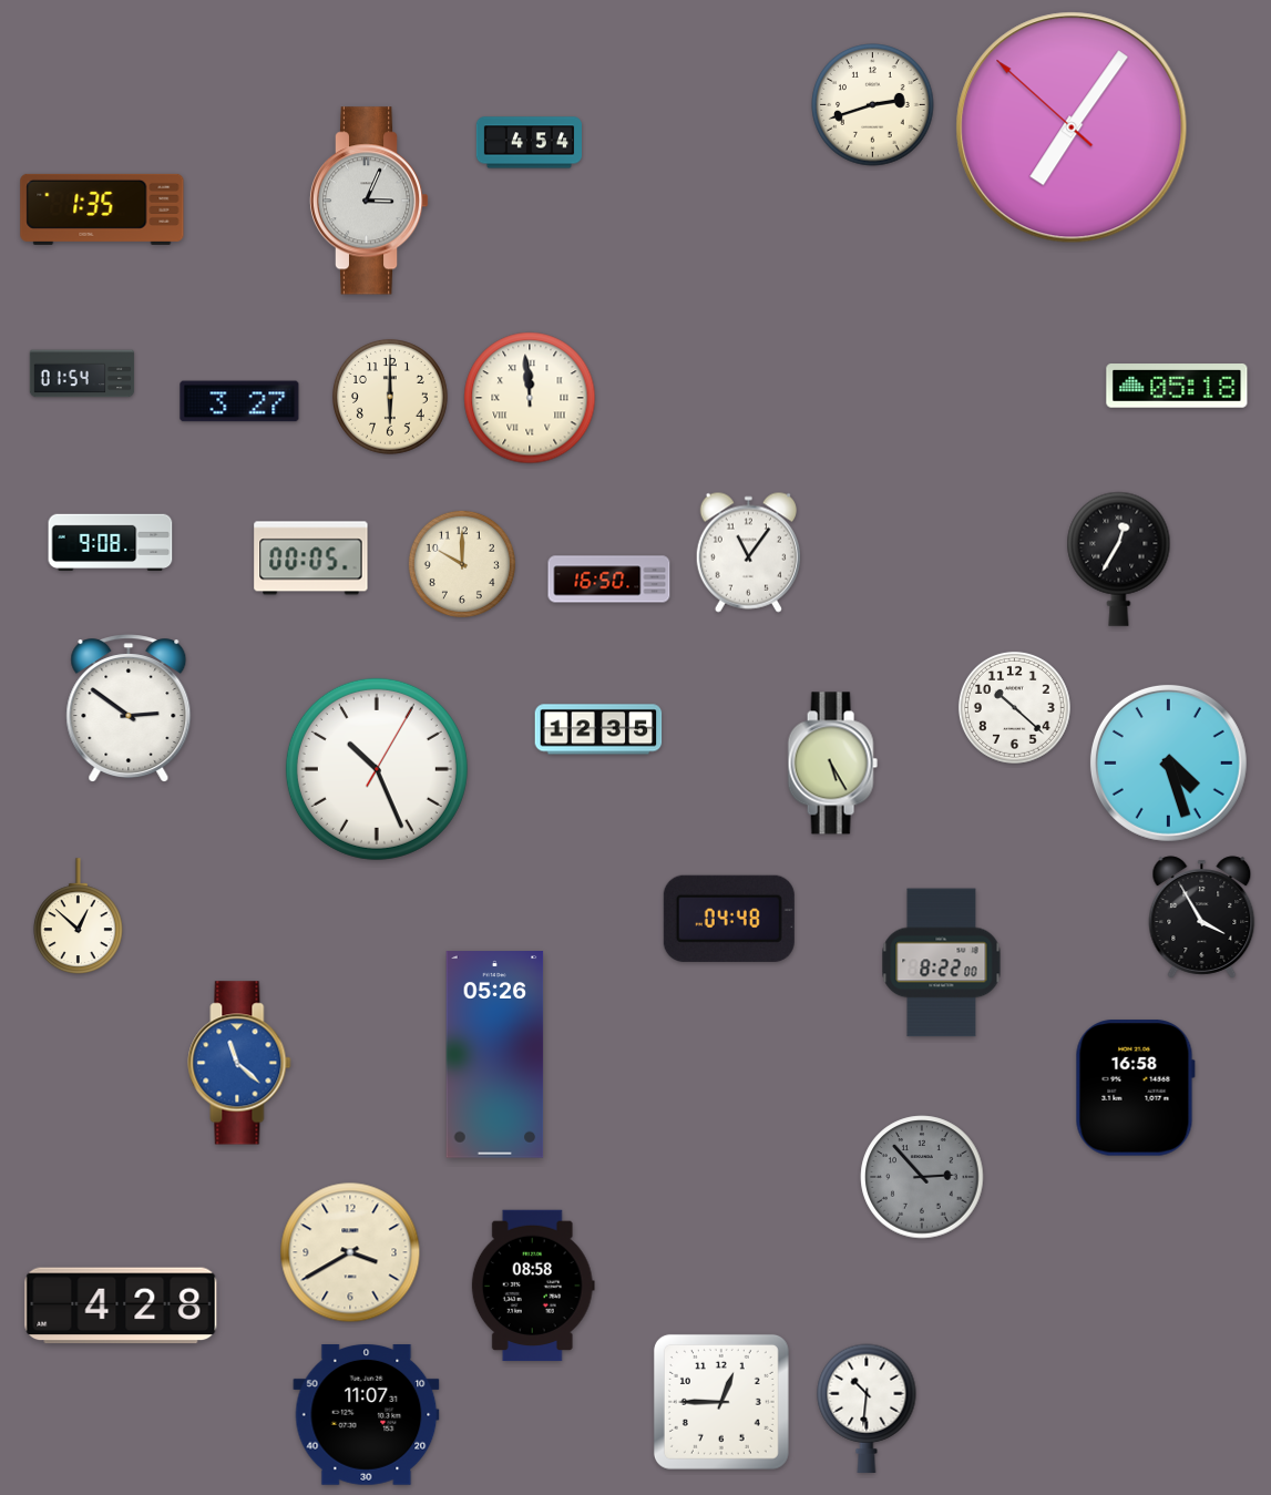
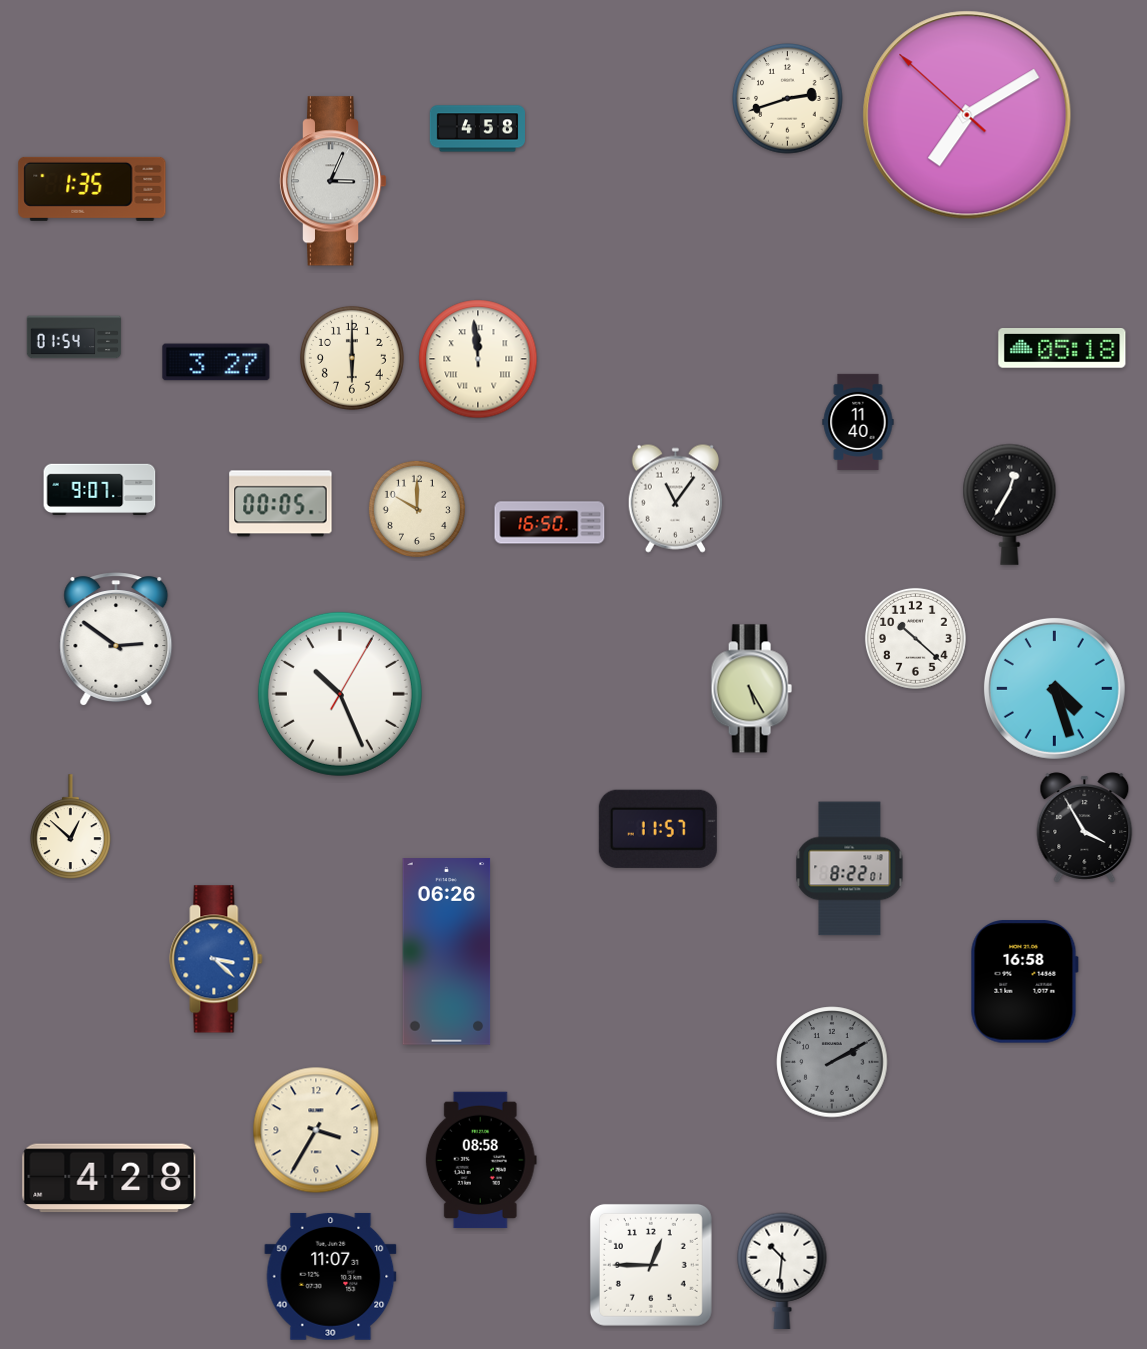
clock at (873, 105) position: (873, 105) -> (788, 99)
clock at (1072, 127): 7:05 -> 7:09
clock at (529, 143): 4:54 -> 4:58
clock at (858, 422): none -> 11:40
clock at (111, 543): 9:08 -> 9:07
clock at (598, 729): 12:35 -> none
clock at (729, 919): 04:48 -> 11:57
clock at (942, 963): 8:22:00 -> 8:22:01
clock at (495, 1055): 05:26 -> 06:26
clock at (239, 1063): 11:22 -> 3:22
clock at (922, 1177): 2:53 -> 2:10
clock at (350, 1252): 3:40 -> 3:35
